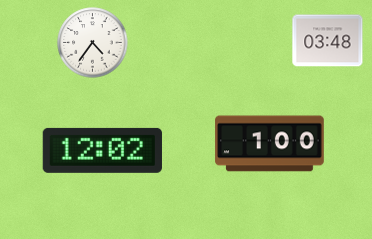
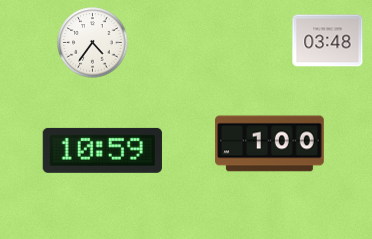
clock at (102, 150): 12:02 -> 10:59
